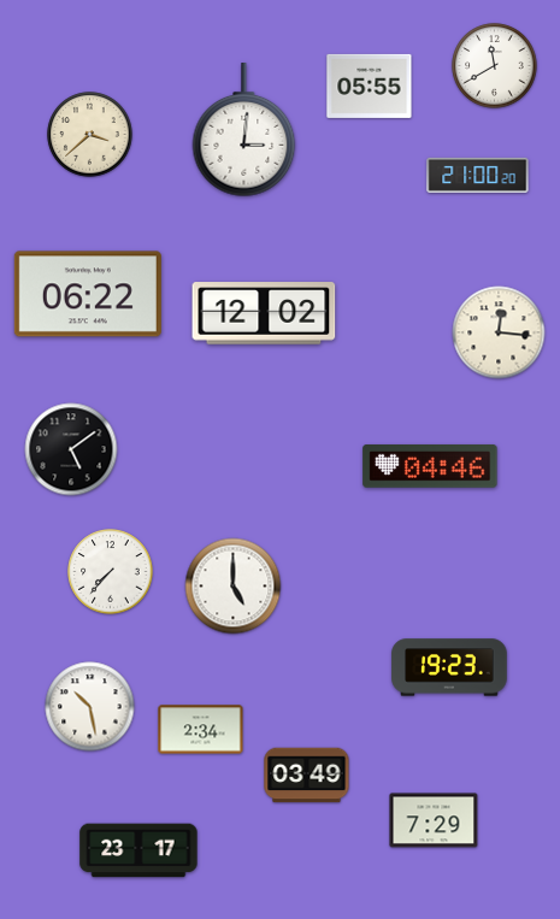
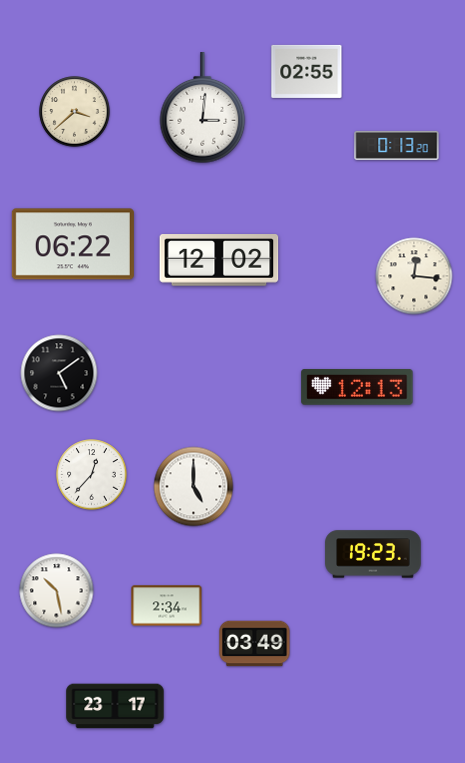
clock at (495, 66): 11:40 -> none
clock at (370, 86): 05:55 -> 02:55
clock at (478, 175): 21:00 -> 0:13
clock at (430, 467): 04:46 -> 12:13
clock at (111, 572): 7:37 -> 12:37
clock at (90, 707) position: (90, 707) -> (57, 591)
clock at (434, 820): 7:29 -> none
